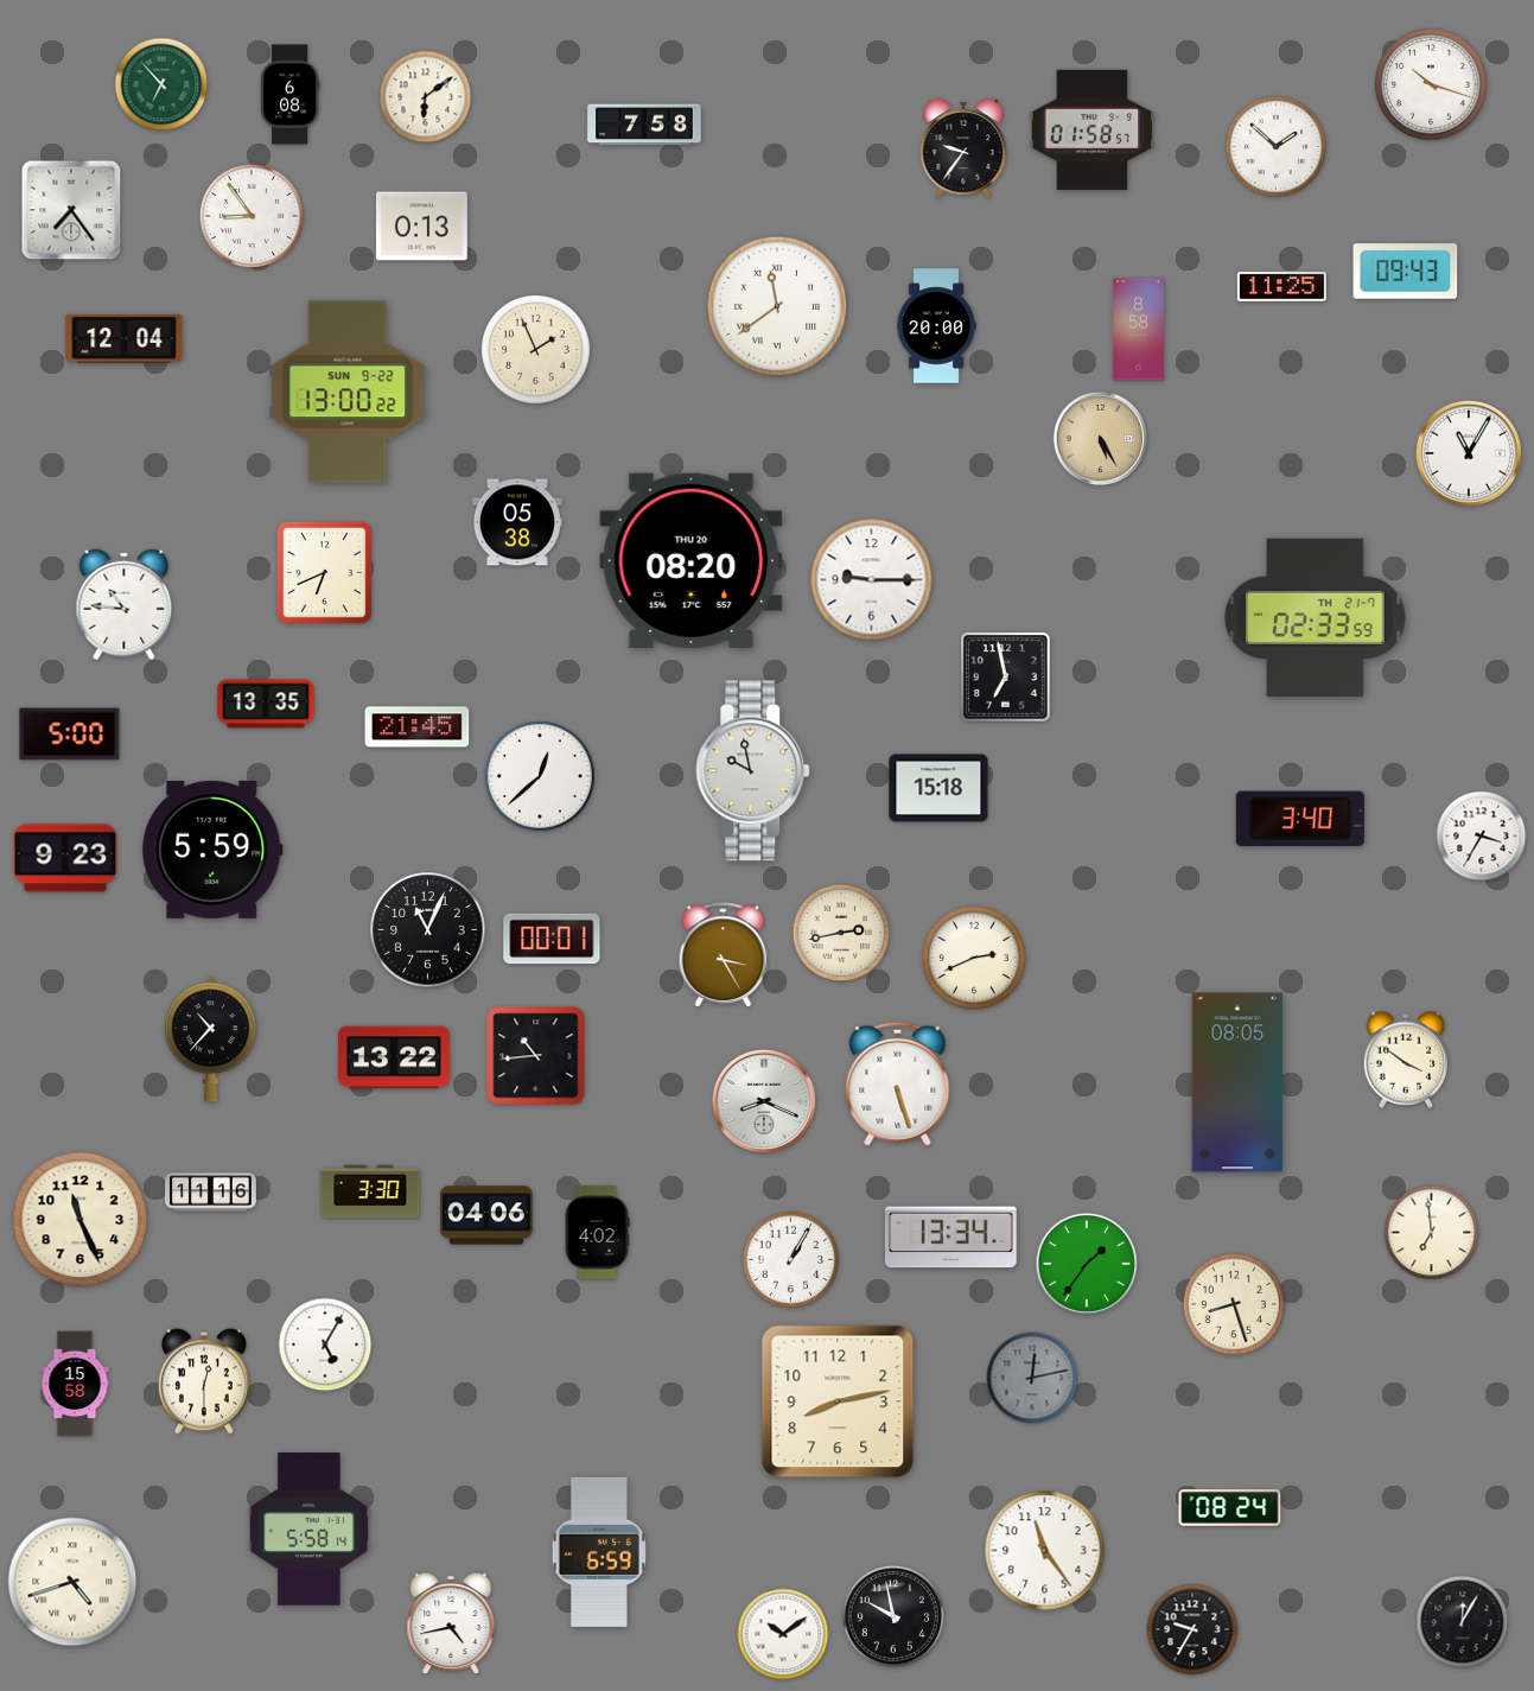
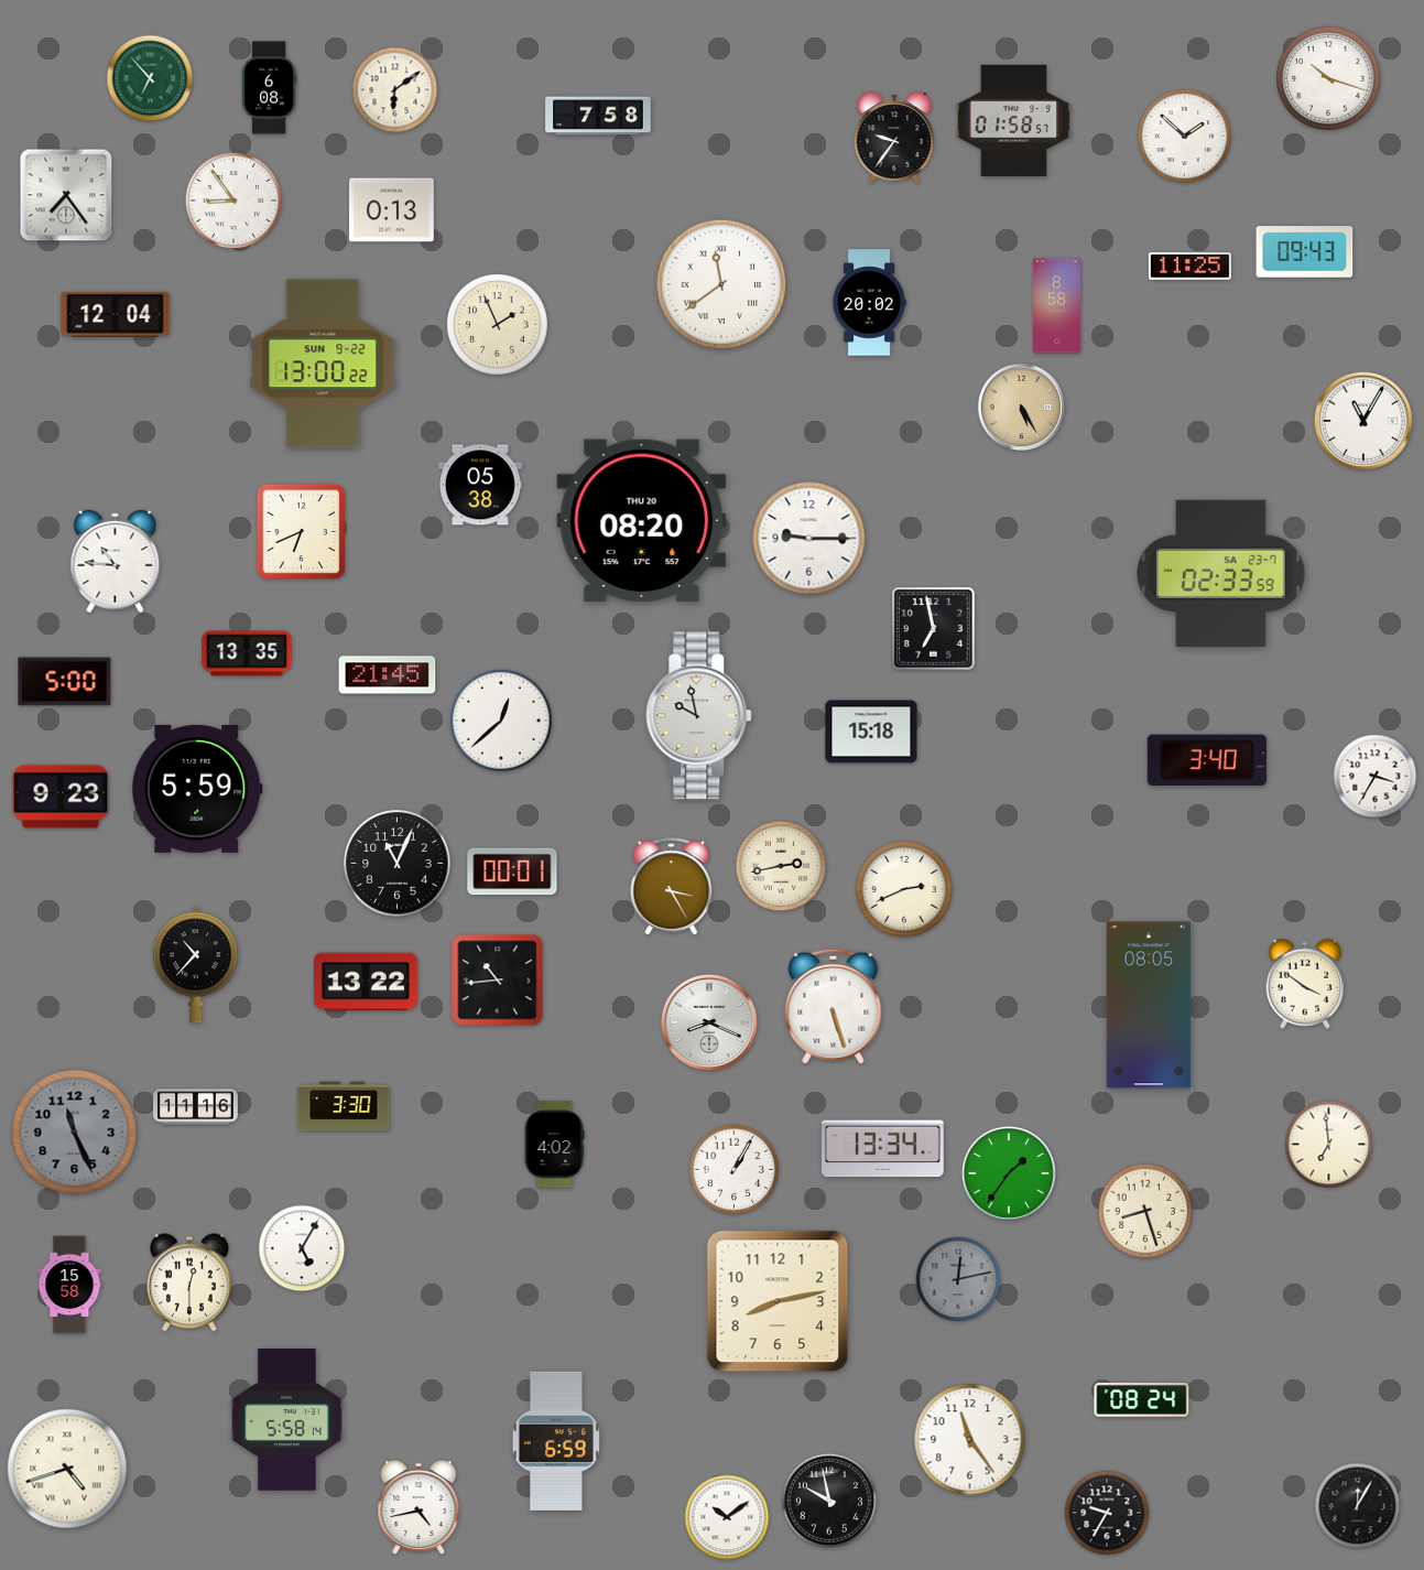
clock at (936, 326): 20:00 -> 20:02
clock at (1316, 617) date: TH 21-7 -> SA 23-7
clock at (486, 1215): 04:06 -> none
clock at (81, 1220) dial: cream -> grey
